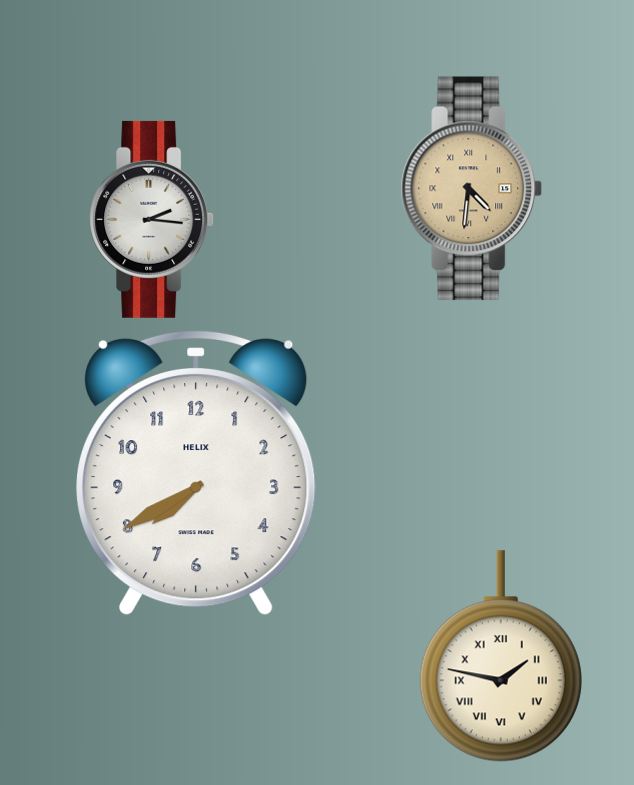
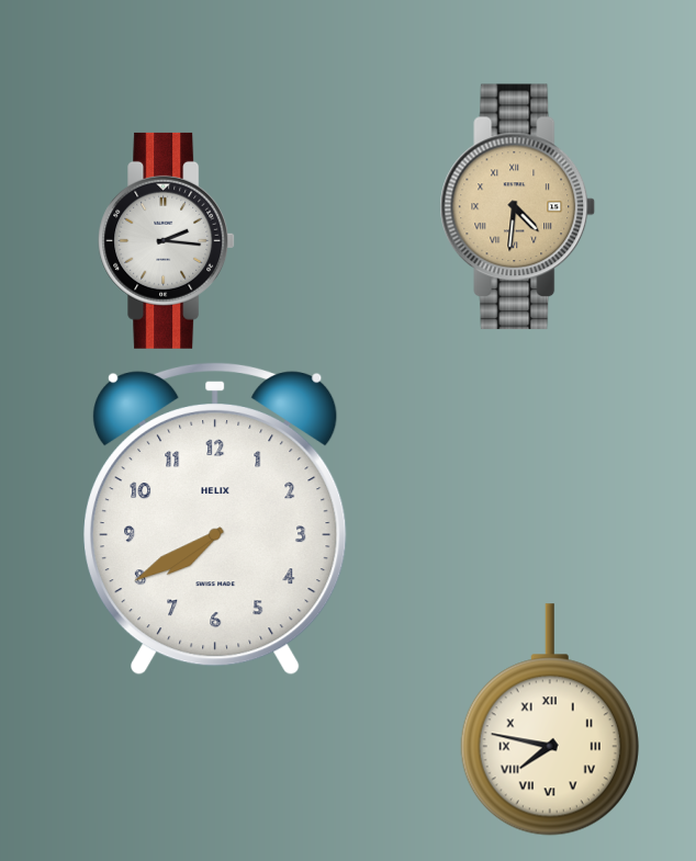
clock at (501, 656): 1:47 -> 7:47
